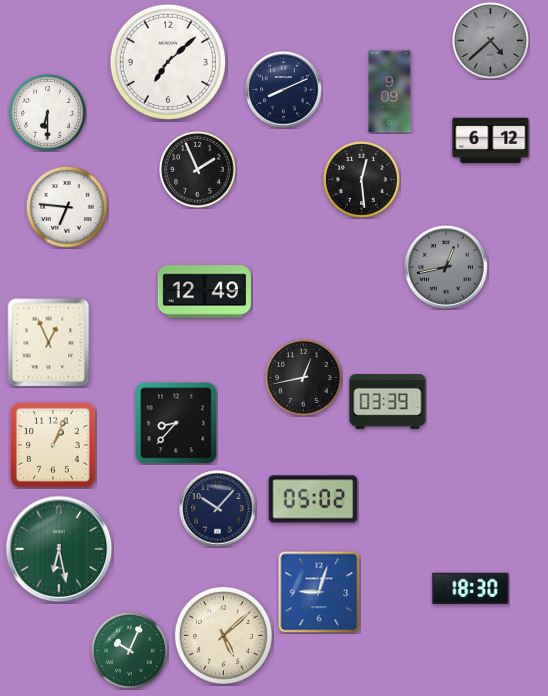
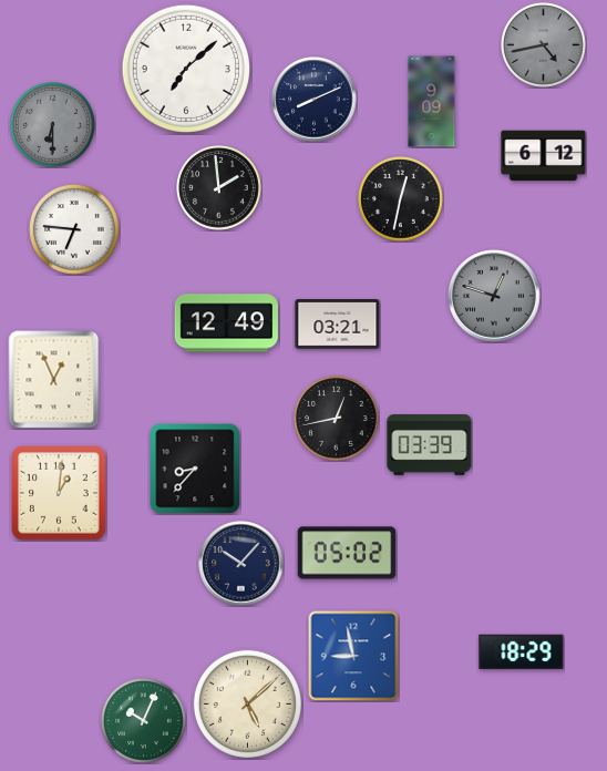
clock at (491, 41): 4:38 -> 4:43
clock at (48, 113) dial: white -> grey
clock at (198, 170): 1:56 -> 1:59
clock at (362, 180): 12:29 -> 12:32
clock at (446, 267): 12:43 -> 12:48
clock at (338, 325): none -> 03:21
clock at (53, 445): 1:04 -> 1:01
clock at (59, 549): 6:28 -> none
clock at (471, 588): 18:30 -> 18:29
clock at (319, 592): 9:03 -> 8:58
